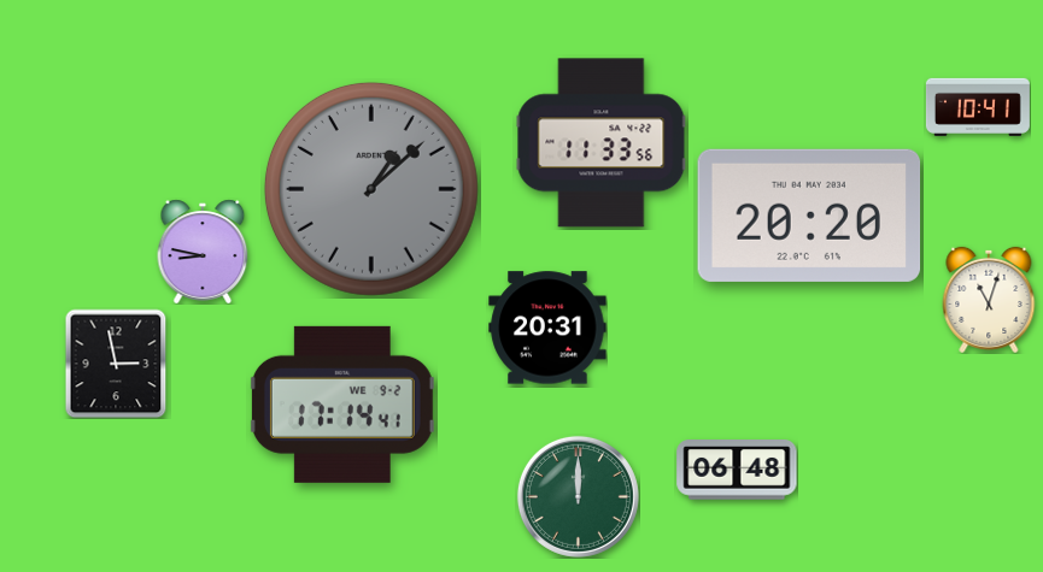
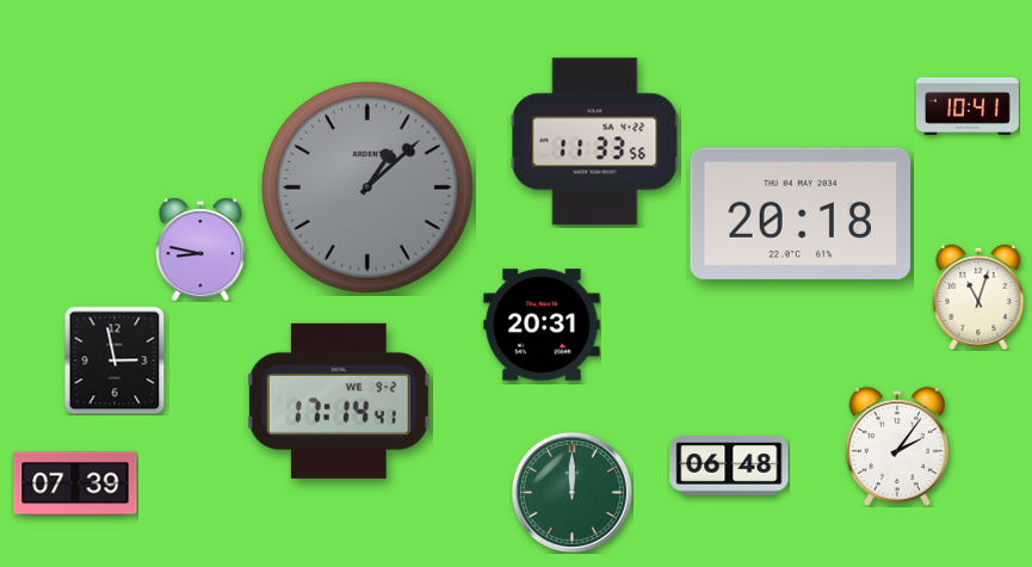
clock at (809, 216): 20:20 -> 20:18
clock at (897, 446): none -> 2:06
clock at (75, 483): none -> 07:39
